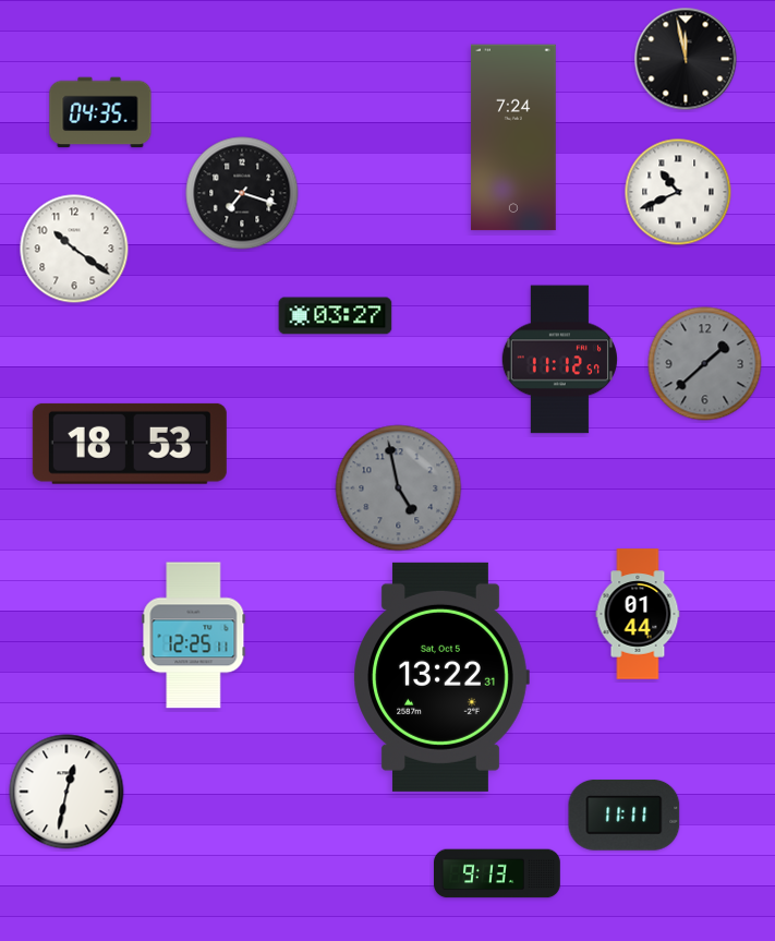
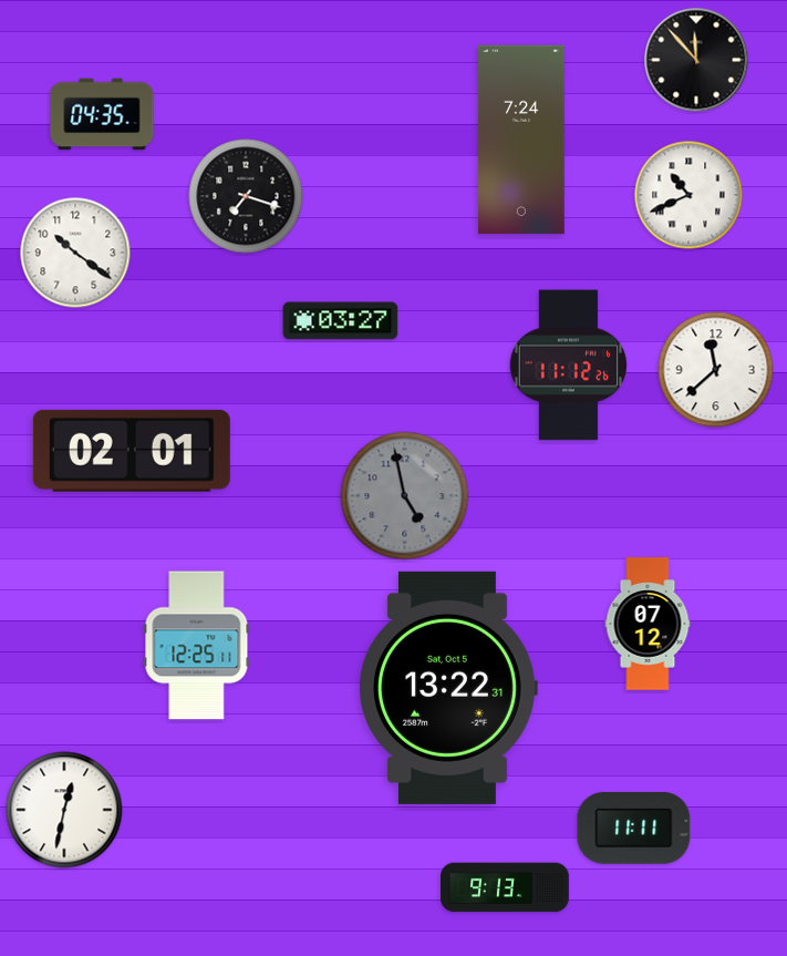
clock at (686, 59): 11:58 -> 11:53
clock at (559, 360): 11:12:57 -> 11:12:26
clock at (705, 364): 1:38 -> 11:38
clock at (705, 364) dial: grey -> white
clock at (130, 444): 18:53 -> 02:01
clock at (638, 614): 01:44 -> 07:12
clock at (66, 792) position: (66, 792) -> (64, 810)
